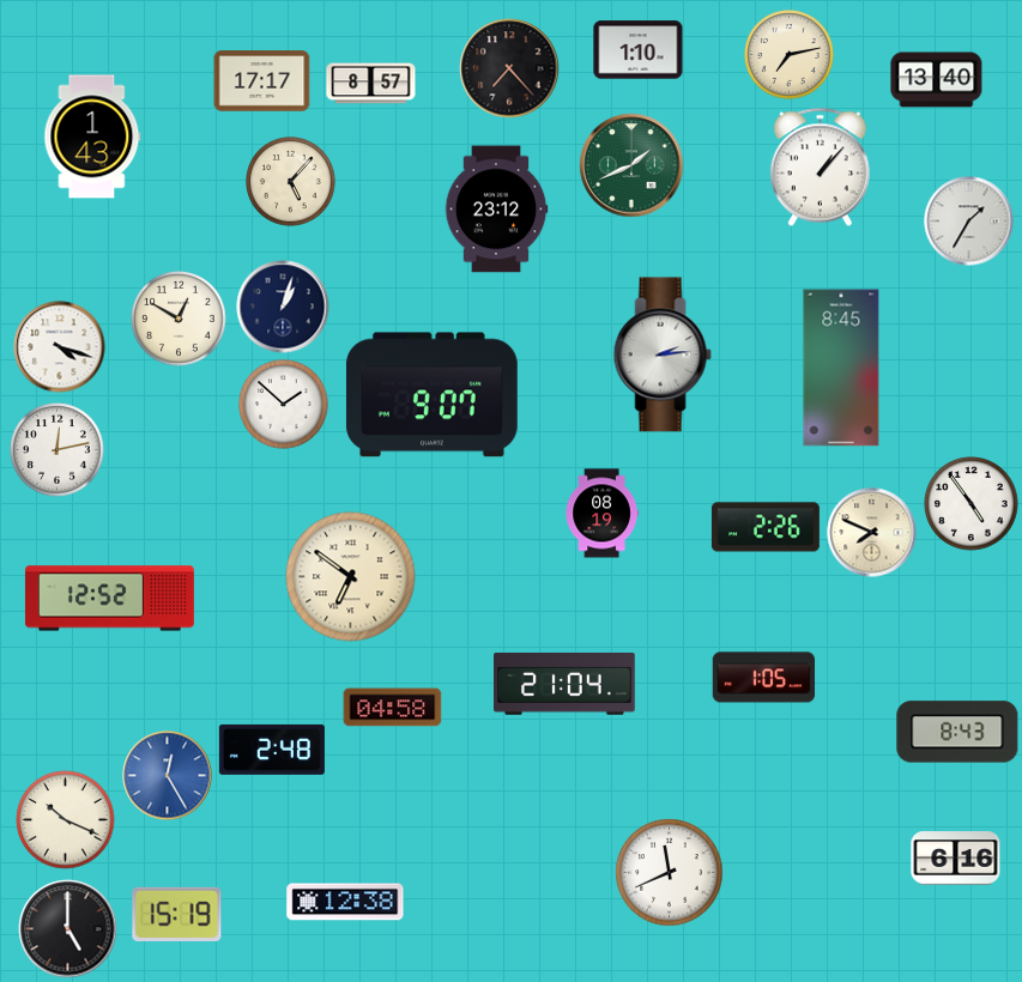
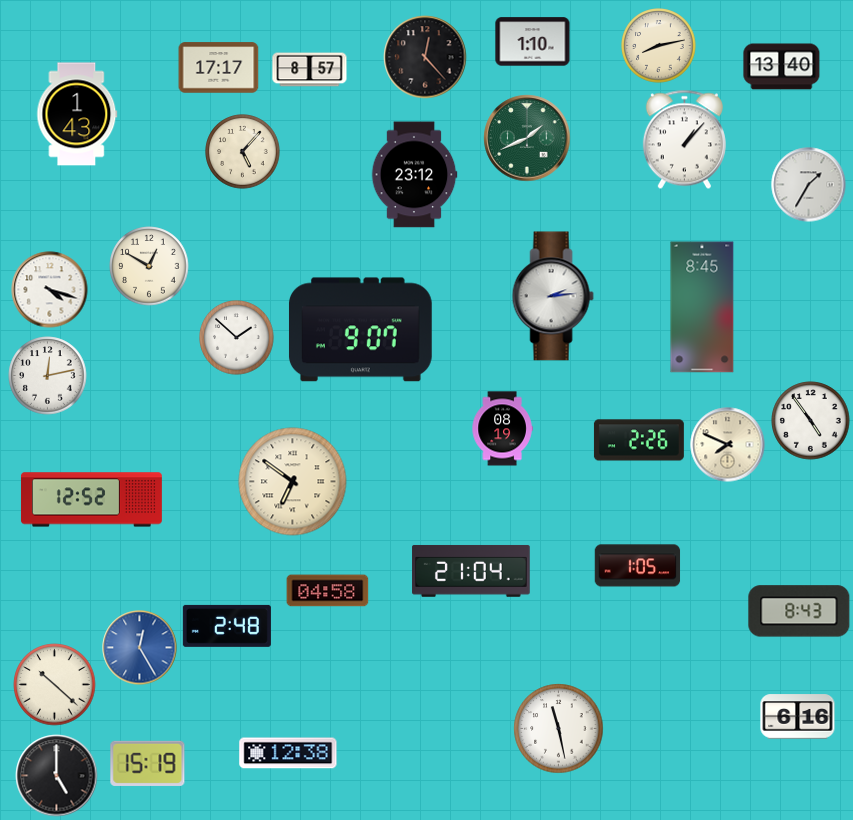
clock at (790, 55): 7:13 -> 8:13
clock at (509, 68): 7:23 -> 12:23
clock at (283, 307): 1:03 -> none
clock at (66, 820): 10:19 -> 10:22
clock at (670, 873): 11:41 -> 11:28
